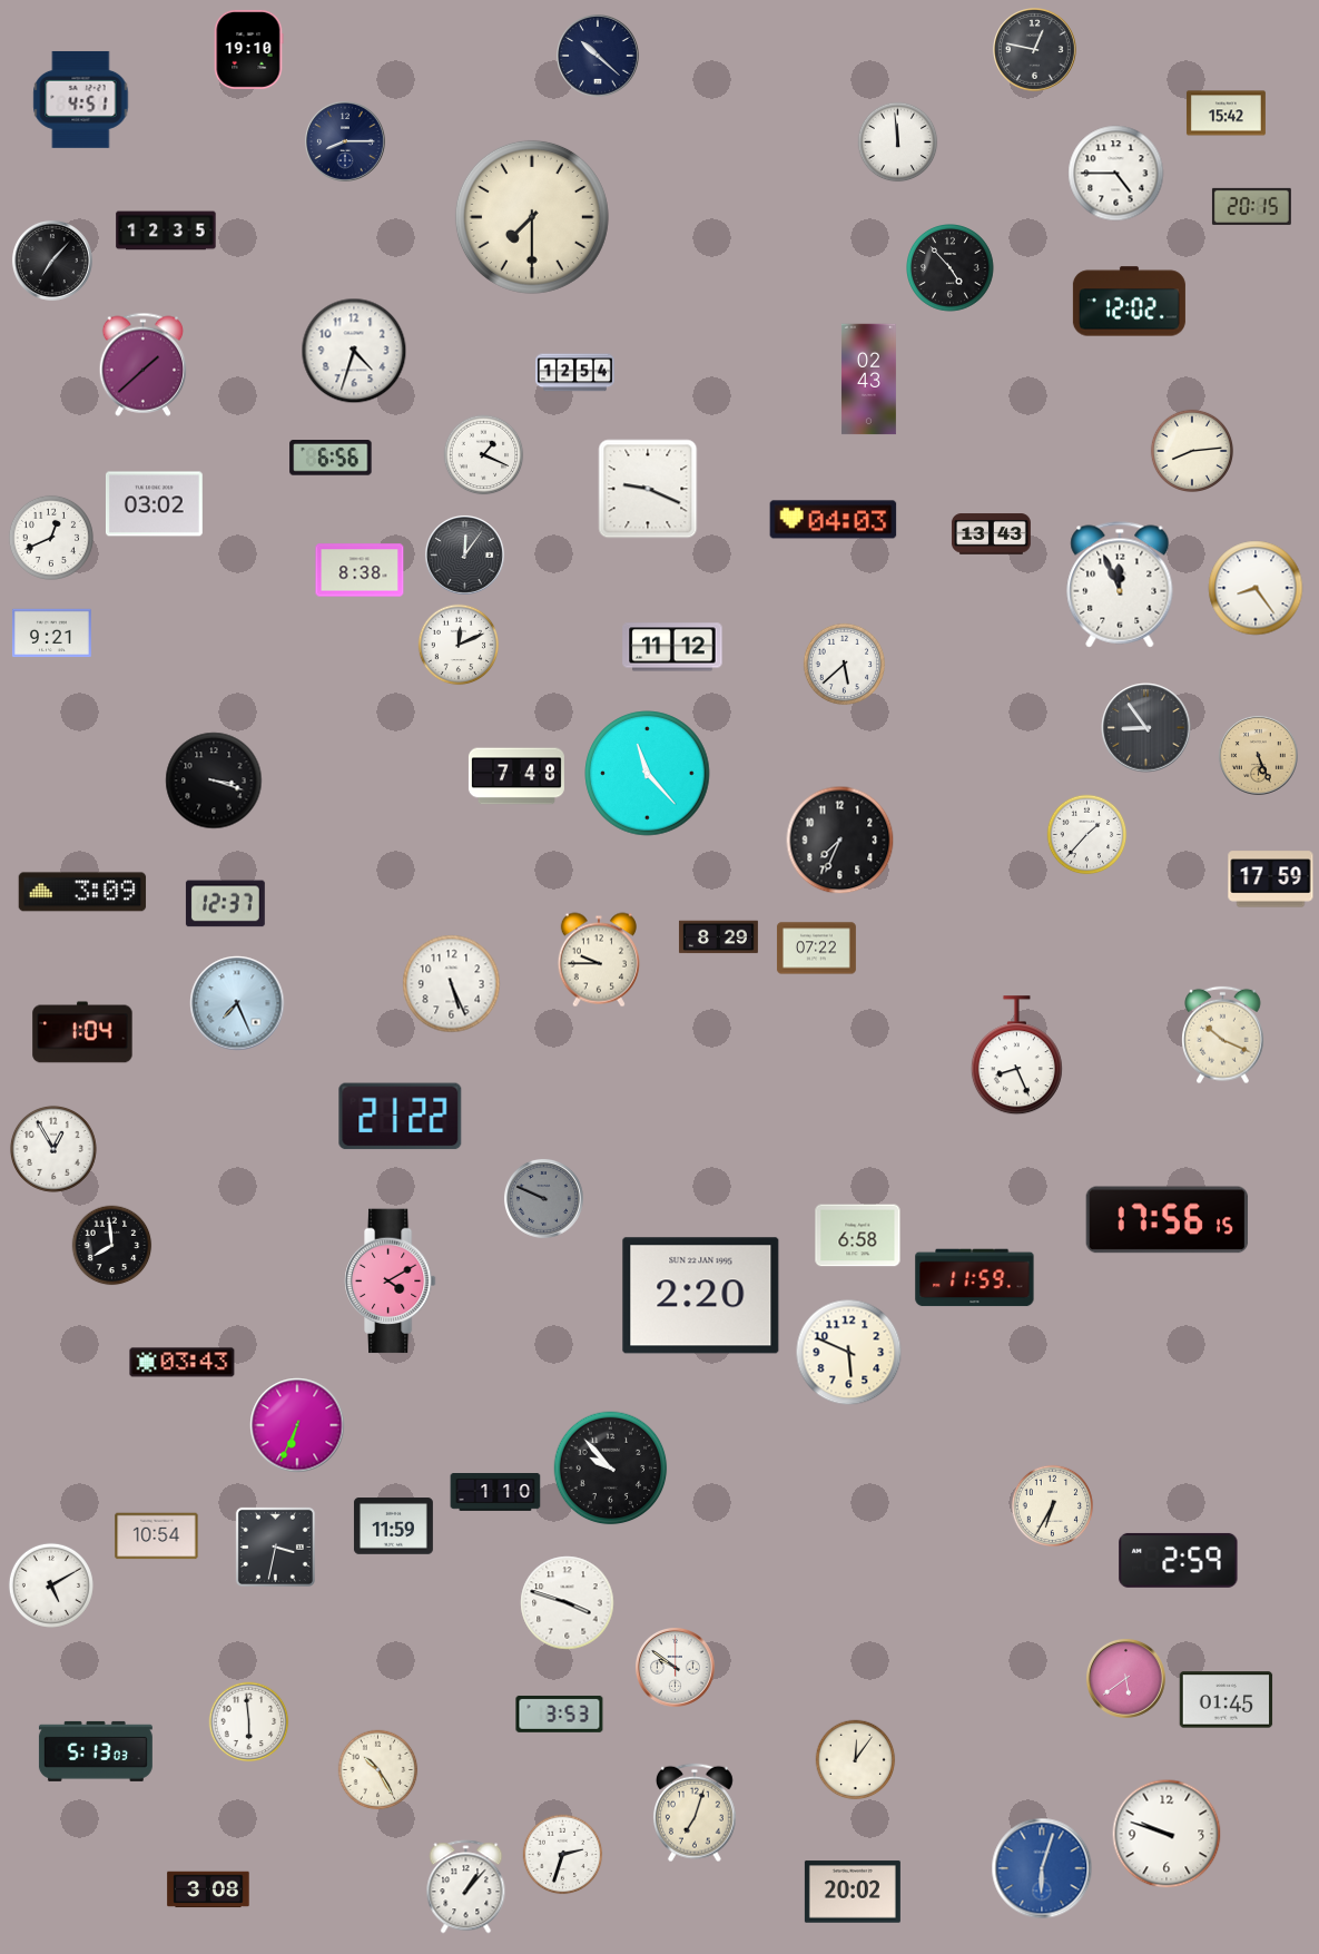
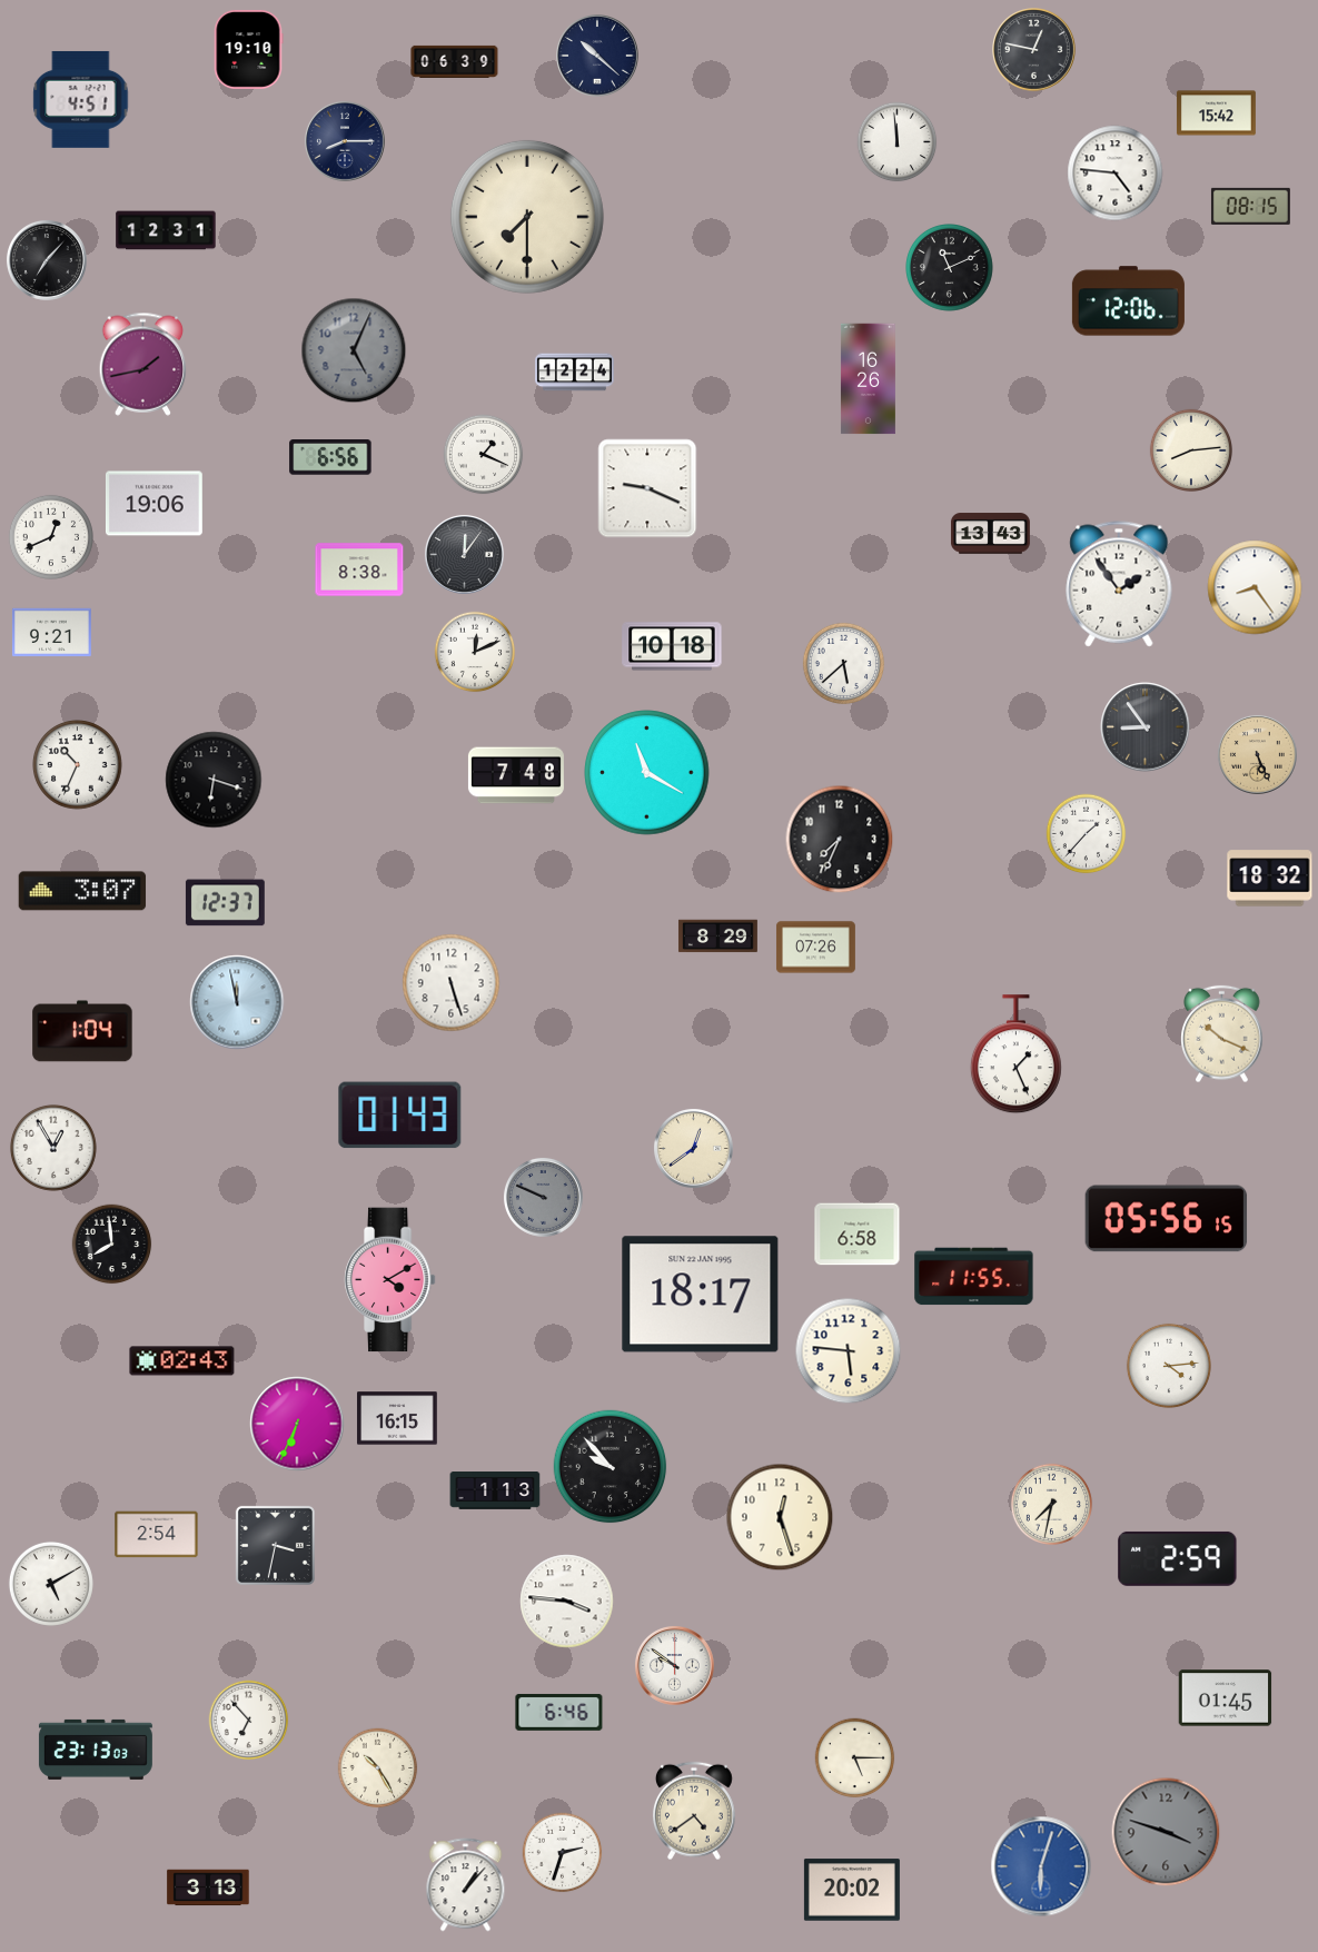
clock at (455, 61): none -> 06:39
clock at (1226, 114) position: (1226, 114) -> (1216, 113)
clock at (1116, 174): 4:45 -> 4:46
clock at (1251, 206): 20:15 -> 08:15
clock at (532, 217) position: (532, 217) -> (527, 217)
clock at (166, 230): 12:35 -> 12:31
clock at (52, 261) position: (52, 261) -> (47, 260)
clock at (951, 268): 4:53 -> 11:11
clock at (1129, 302): 12:02 -> 12:06
clock at (354, 351): 4:33 -> 5:04
clock at (354, 351) dial: white -> grey
clock at (144, 364): 1:38 -> 1:43
clock at (574, 373): 12:54 -> 12:24
clock at (868, 380): 02:43 -> 16:26
clock at (154, 504): 03:02 -> 19:06
clock at (834, 520): 04:03 -> none
clock at (1120, 585): 11:56 -> 1:54
clock at (459, 645) position: (459, 645) -> (475, 652)
clock at (672, 647): 11:12 -> 10:18
clock at (78, 765): none -> 10:34
clock at (648, 774): 11:23 -> 11:20
clock at (214, 780): 3:18 -> 6:18
clock at (1271, 880): 17:59 -> 18:32
clock at (82, 892): 3:09 -> 3:07
clock at (816, 949): 07:22 -> 07:26
clock at (599, 960): 9:45 -> none
clock at (452, 984): 5:26 -> 5:27
clock at (237, 1003): 7:26 -> 11:58
clock at (1016, 1055): 8:26 -> 1:26
clock at (401, 1117): 21:22 -> 01:43
clock at (693, 1148): none -> 12:39
clock at (1168, 1220): 17:56 -> 05:56
clock at (975, 1278): 11:59 -> 11:55
clock at (701, 1296): 2:20 -> 18:17
clock at (849, 1353): 5:49 -> 5:46
clock at (183, 1363): 03:43 -> 02:43
clock at (1169, 1366): none -> 4:14
clock at (397, 1418): none -> 16:15
clock at (495, 1493): 1:10 -> 1:13
clock at (1053, 1506): 6:35 -> 7:32
clock at (780, 1517): none -> 12:27
clock at (393, 1526): 11:59 -> none
clock at (157, 1536): 10:54 -> 2:54
clock at (568, 1603): 3:48 -> 3:46
clock at (1125, 1678): 5:39 -> none
clock at (560, 1714): 3:53 -> 6:46
clock at (249, 1722): 5:59 -> 6:53
clock at (96, 1751): 5:13 -> 23:13
clock at (856, 1760): 12:06 -> 5:15
clock at (695, 1813): 7:03 -> 4:39
clock at (1167, 1834): 9:48 -> 3:48
clock at (1167, 1834) dial: white -> grey
clock at (208, 1889): 3:08 -> 3:13
